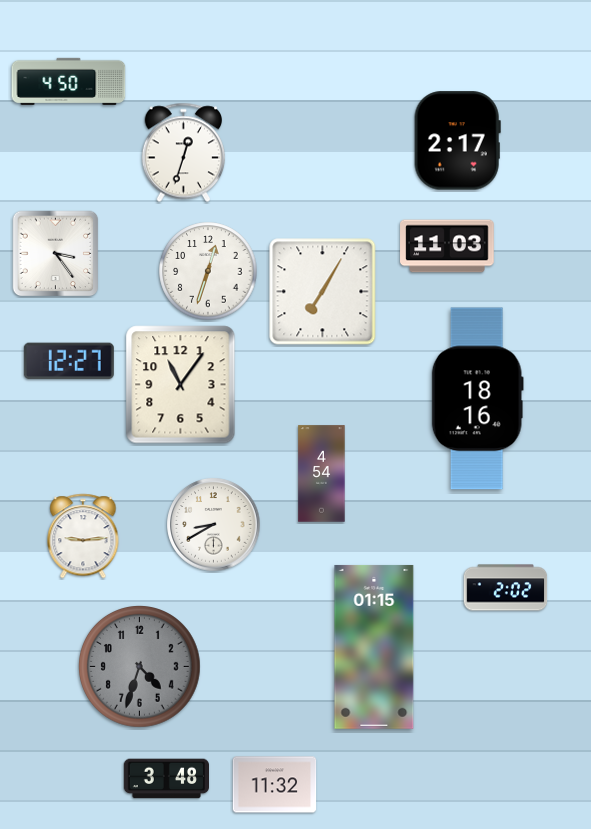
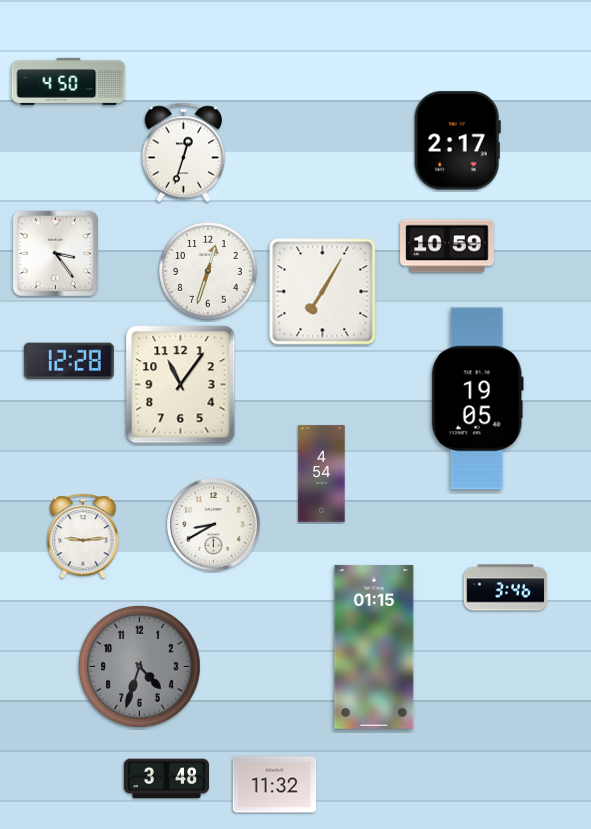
clock at (447, 246): 11:03 -> 10:59
clock at (69, 361): 12:27 -> 12:28
clock at (477, 399): 18:16 -> 19:05
clock at (506, 588): 2:02 -> 3:46
